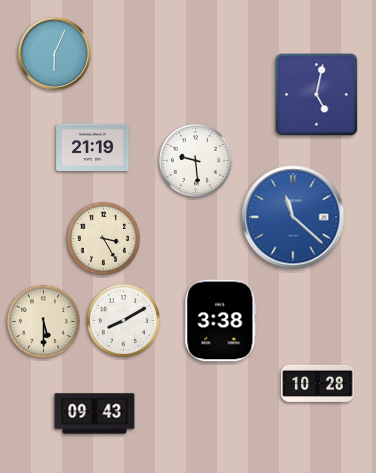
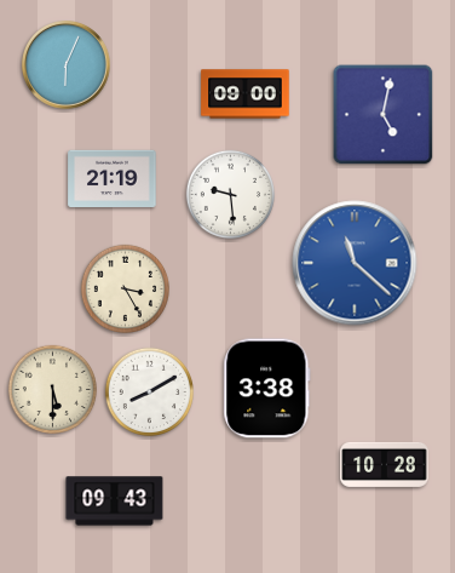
clock at (246, 94): none -> 09:00
clock at (196, 160) position: (196, 160) -> (231, 194)
clock at (124, 320) position: (124, 320) -> (150, 391)
